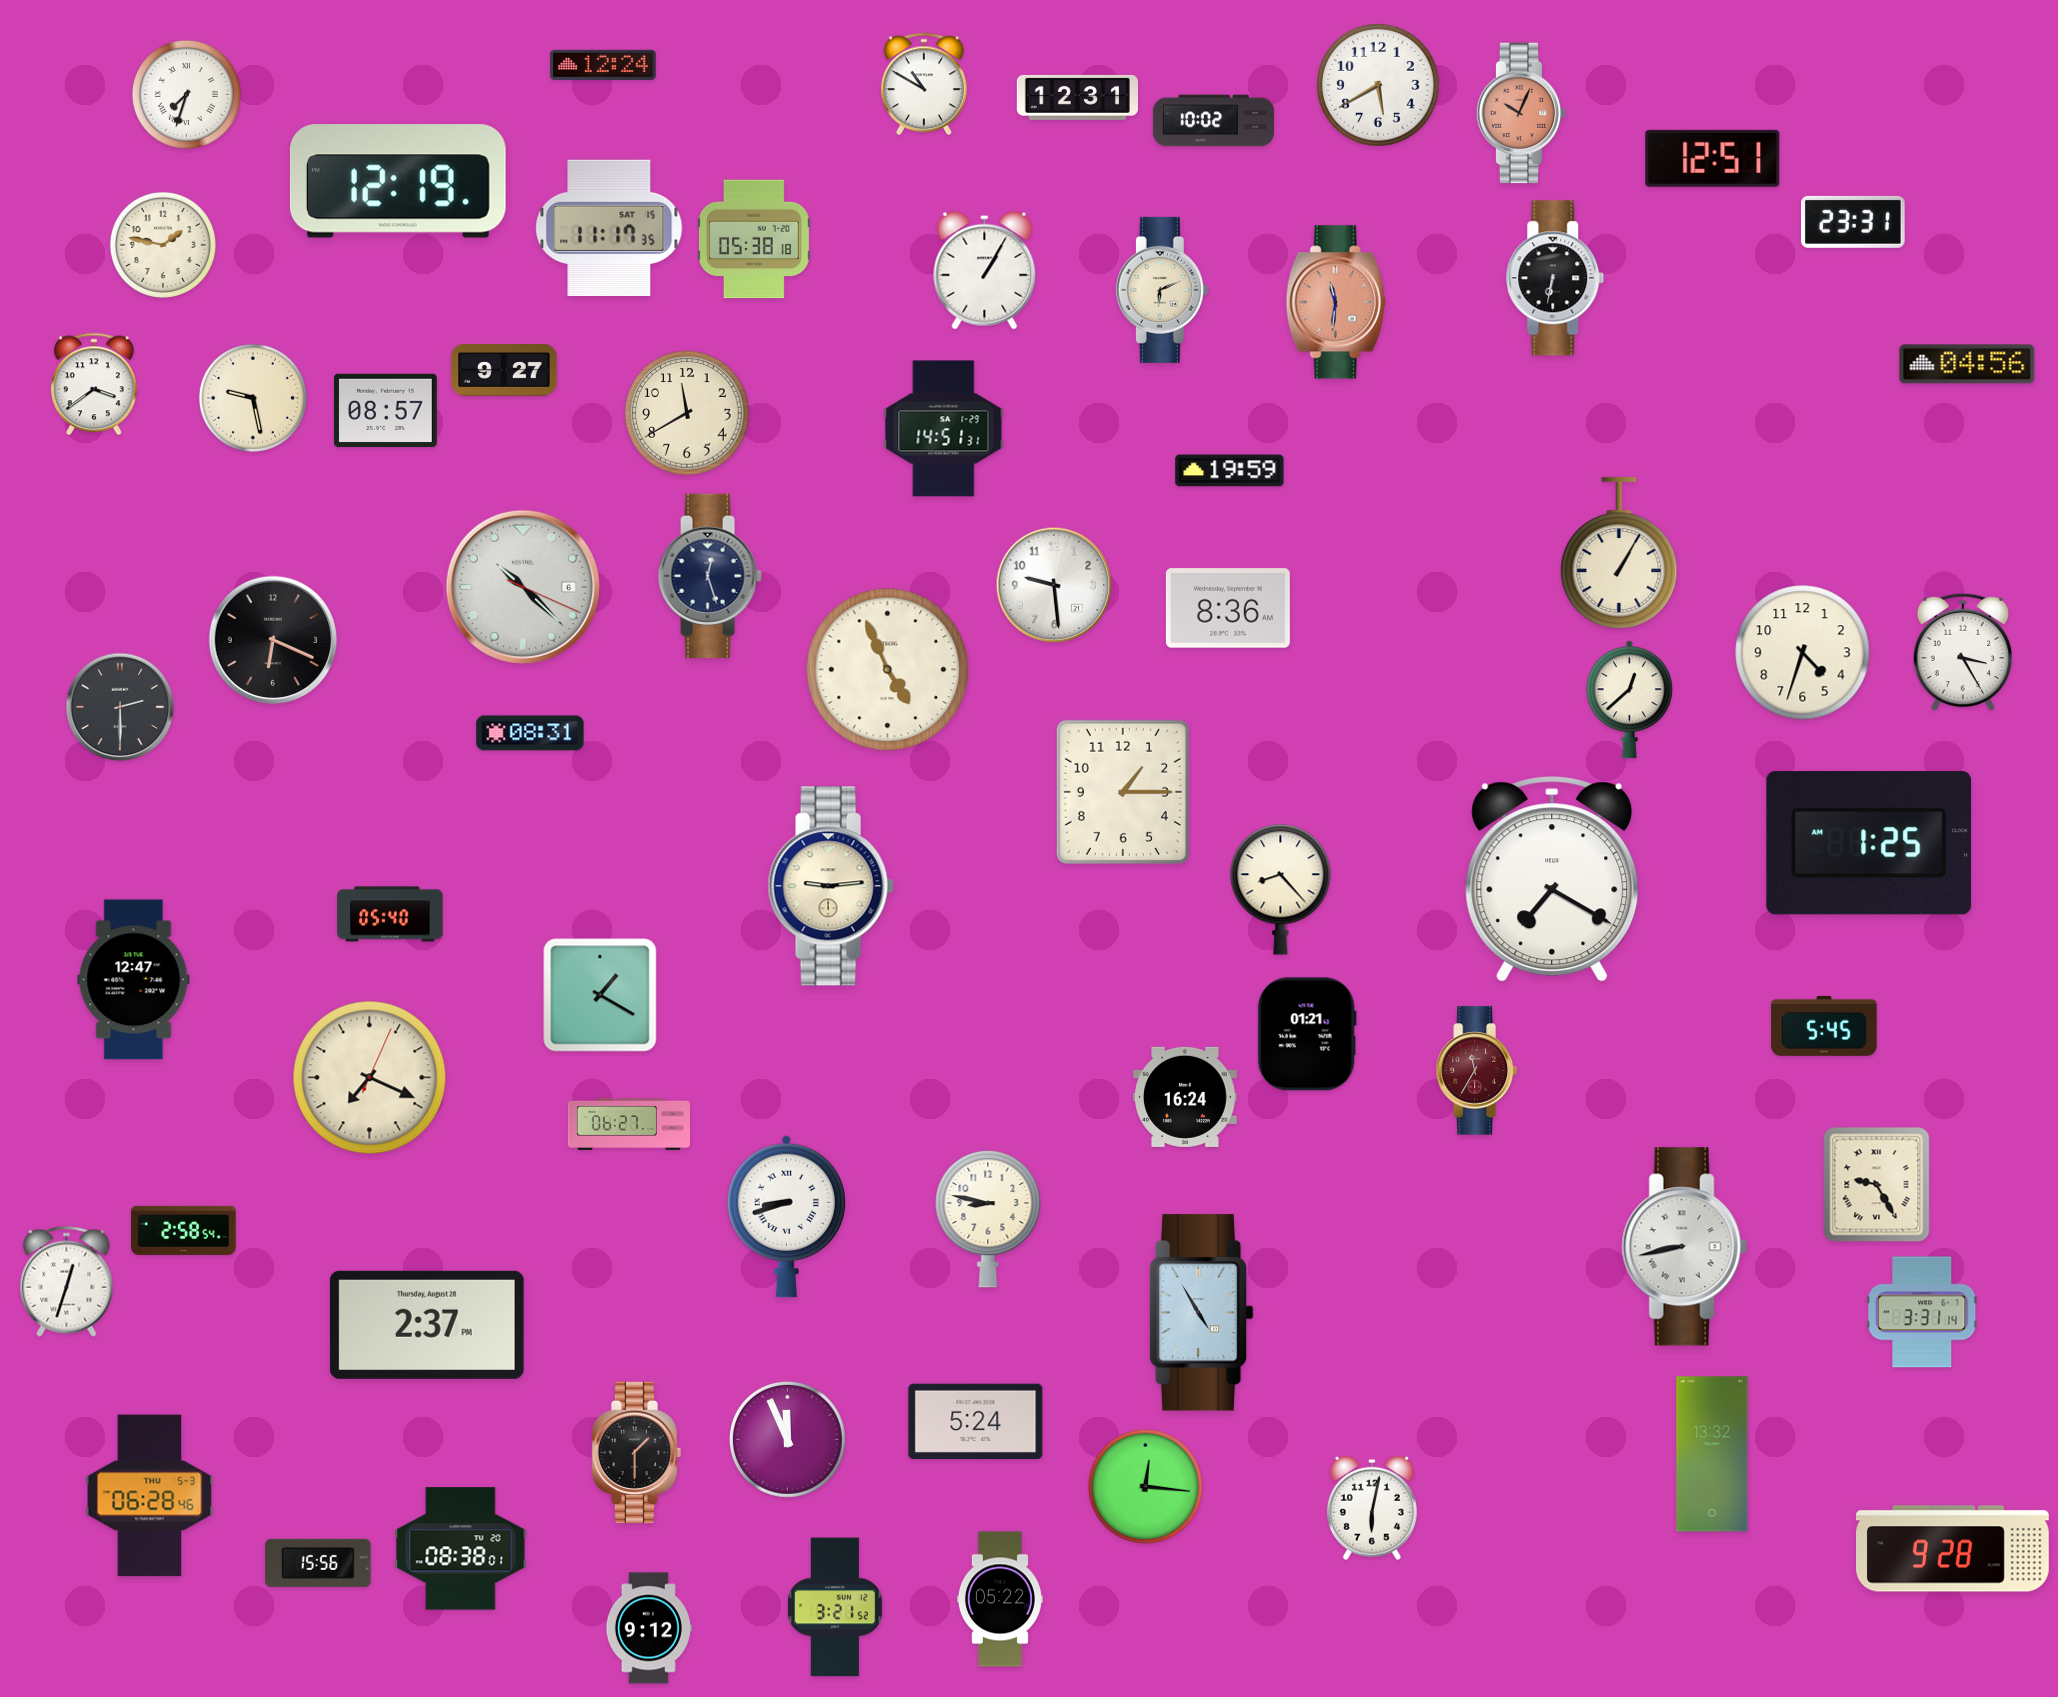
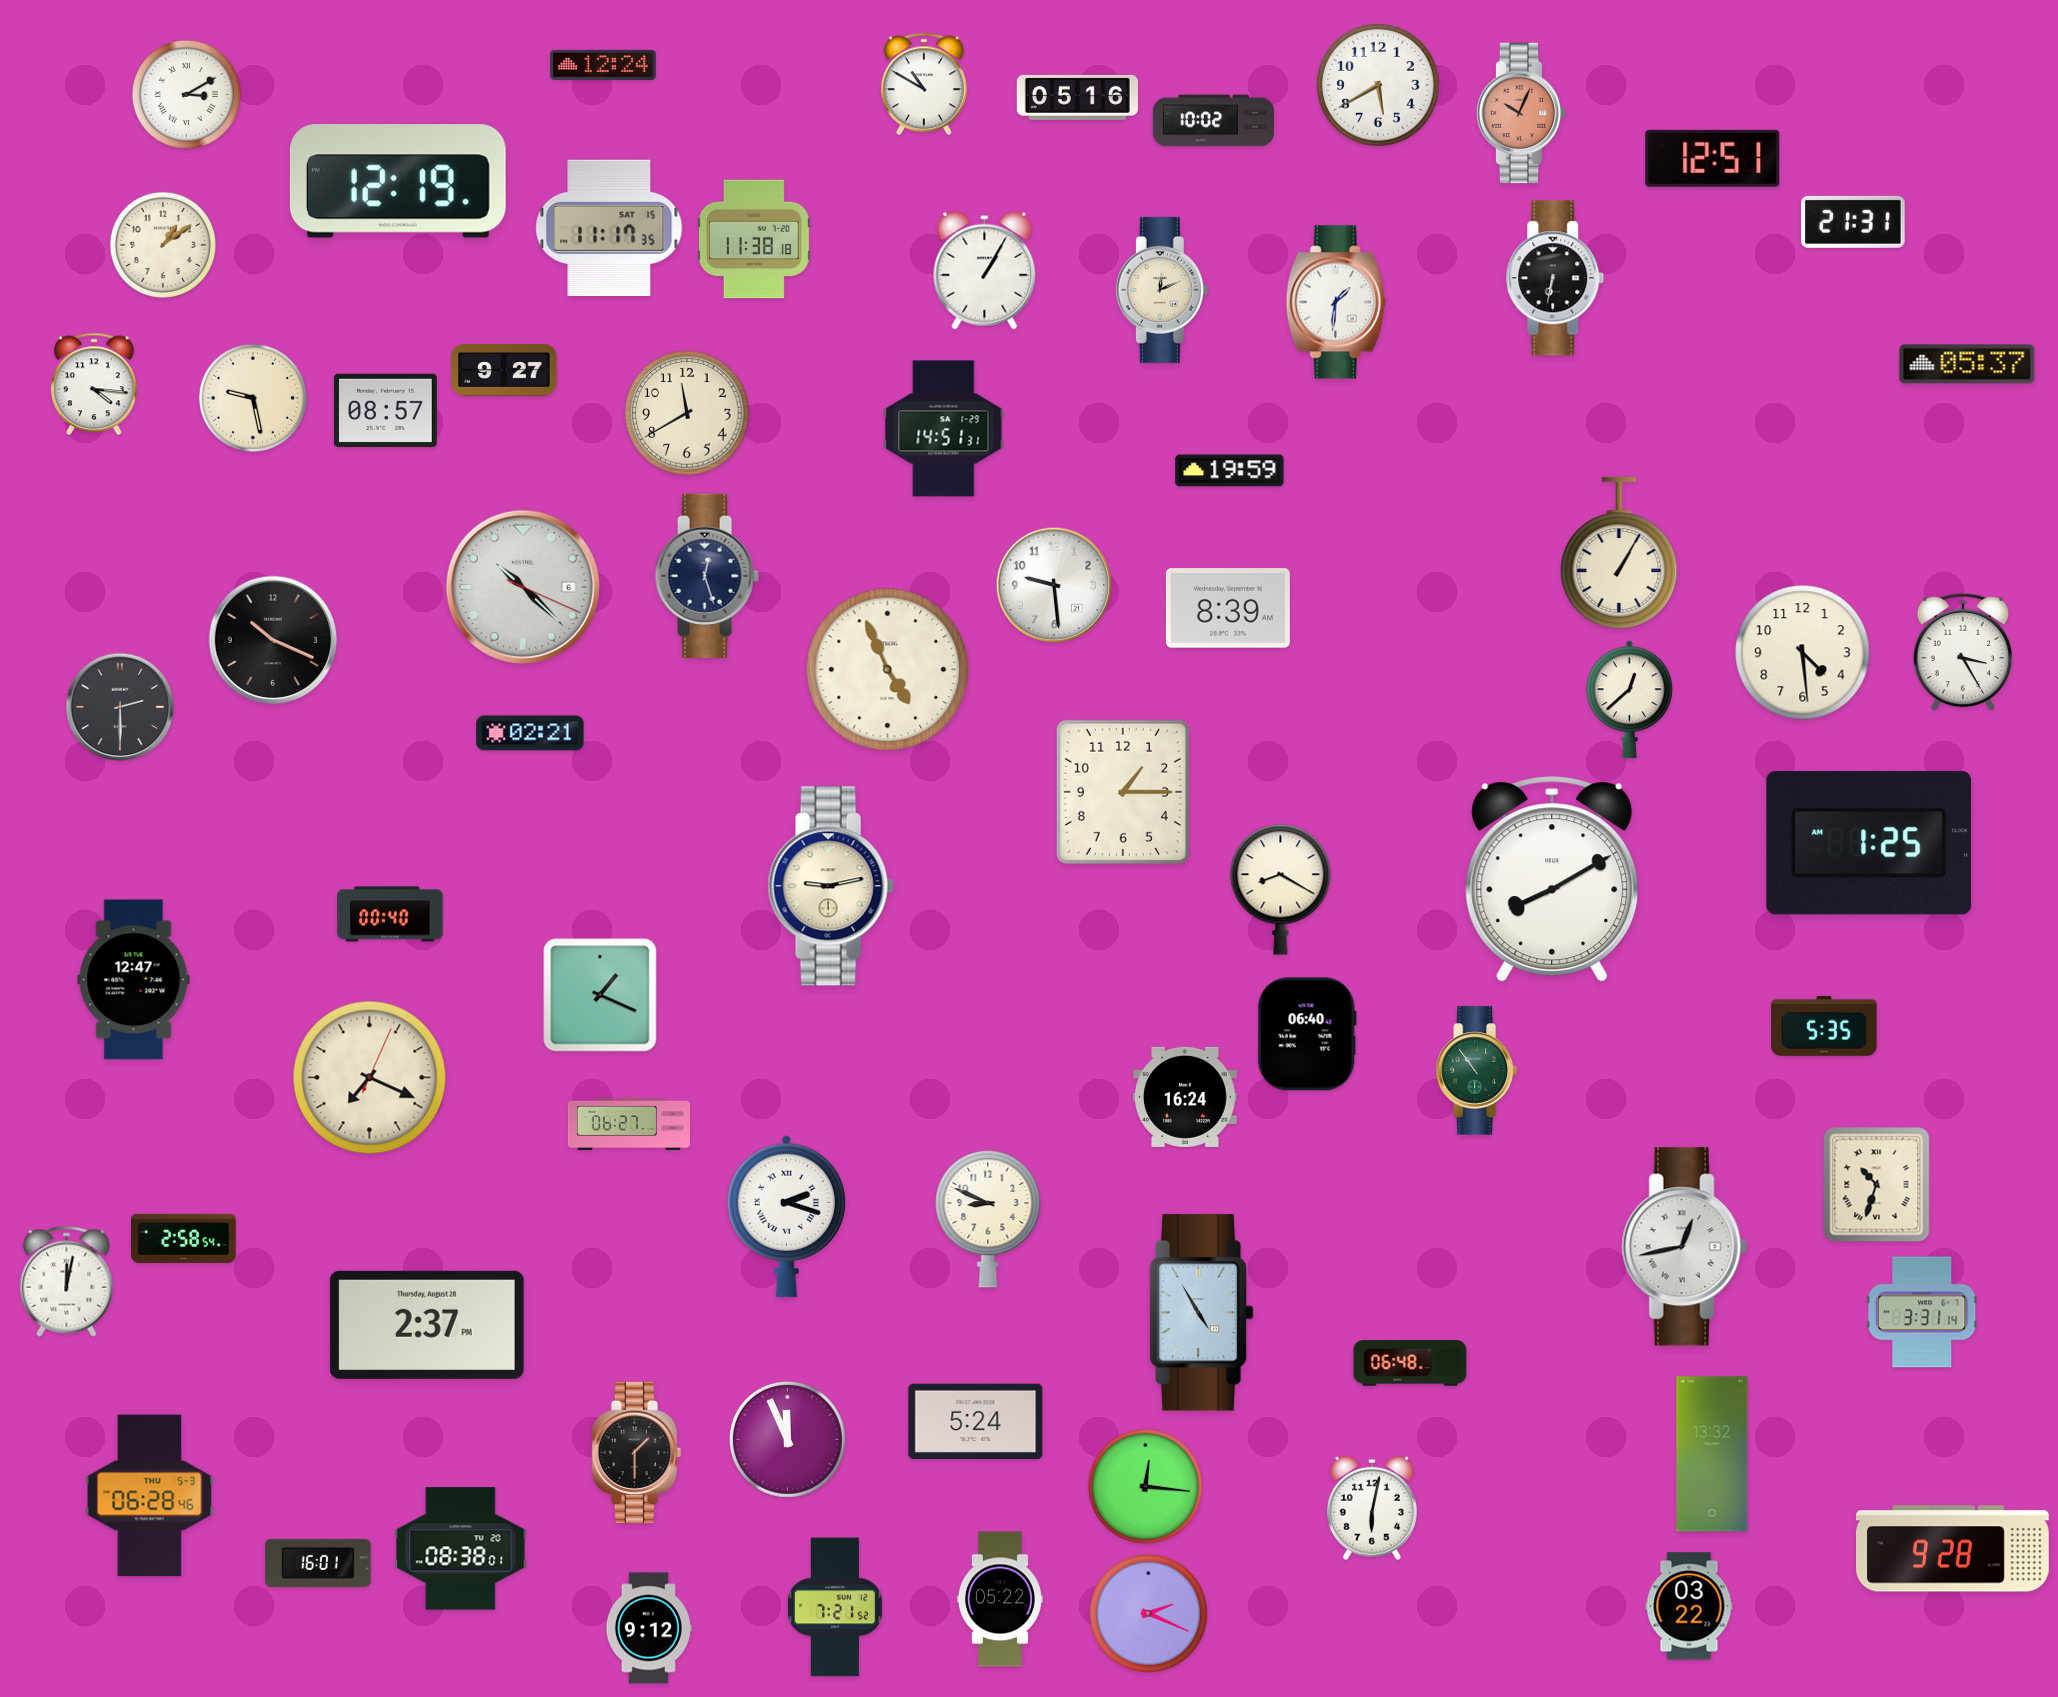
clock at (186, 94): 7:33 -> 3:10
clock at (1077, 97): 12:31 -> 05:16
clock at (1854, 222): 23:31 -> 21:31
clock at (755, 239): 05:38 -> 11:38
clock at (163, 245): 1:47 -> 1:09
clock at (1162, 290): 6:11 -> 12:11
clock at (1336, 302): 11:31 -> 1:31
clock at (1336, 302) dial: salmon -> white
clock at (1967, 364): 04:56 -> 05:37
clock at (94, 384): 3:39 -> 4:16
clock at (710, 575) position: (710, 575) -> (707, 575)
clock at (1228, 608): 8:36 -> 8:39
clock at (273, 640): 6:19 -> 10:19
clock at (1803, 653): 4:33 -> 4:29
clock at (530, 733): 08:31 -> 02:21
clock at (1552, 880): 7:20 -> 8:10
clock at (831, 886): 9:14 -> 9:13
clock at (1281, 890): 8:23 -> 8:20
clock at (390, 914): 05:40 -> 00:40
clock at (600, 995): 1:20 -> 1:19
clock at (1824, 1026): 5:45 -> 5:35
clock at (1307, 1034): 01:21 -> 06:40
clock at (1476, 1071): 11:35 -> 10:54
clock at (1476, 1071) dial: burgundy -> green
clock at (1877, 1185): 9:25 -> 10:33
clock at (786, 1216): 8:42 -> 2:18
clock at (988, 1219): 8:47 -> 8:49
clock at (184, 1230) position: (184, 1230) -> (184, 1238)
clock at (1684, 1247): 8:43 -> 12:43
clock at (67, 1281): 12:33 -> 12:02
clock at (1410, 1363): none -> 06:48
clock at (318, 1563): 15:56 -> 16:01
clock at (1689, 1606): none -> 03:22
clock at (835, 1607): 3:21 -> 7:21
clock at (1148, 1613): none -> 2:19
